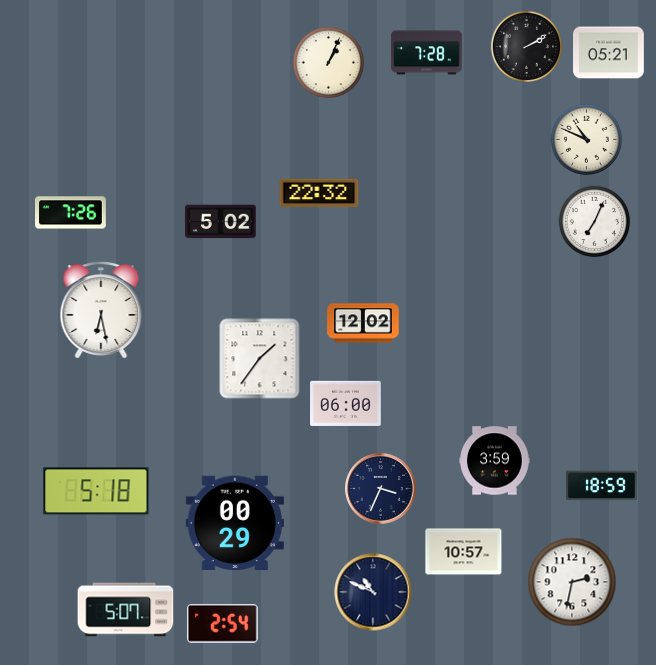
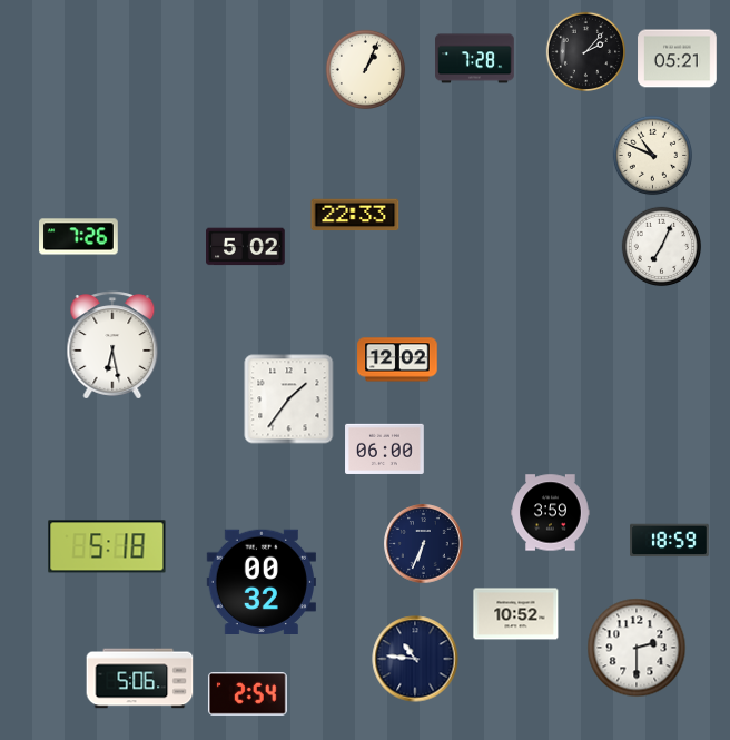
clock at (527, 47): 2:10 -> 2:07
clock at (319, 193): 22:32 -> 22:33
clock at (363, 323) position: (363, 323) -> (397, 359)
clock at (381, 489): 3:34 -> 6:34
clock at (235, 522): 00:29 -> 00:32
clock at (464, 552): 10:57 -> 10:52
clock at (572, 582): 2:32 -> 2:30
clock at (373, 592): 10:49 -> 10:46
clock at (126, 610): 5:07 -> 5:06
